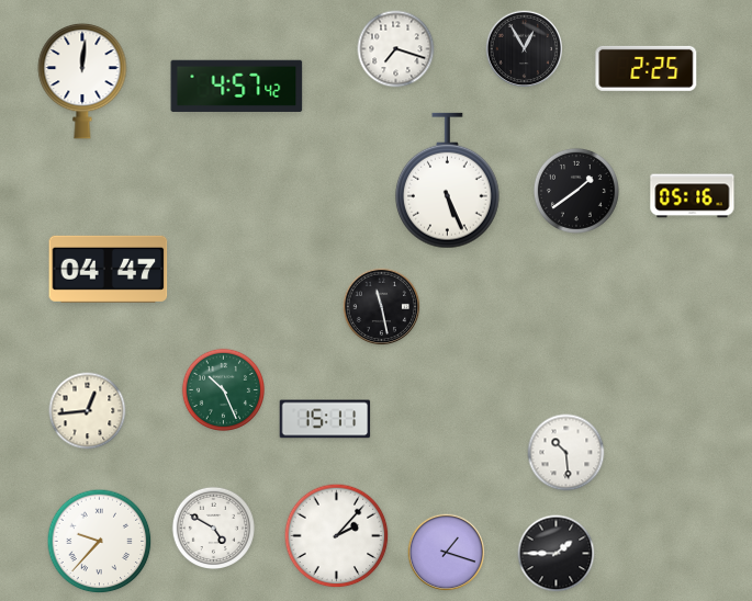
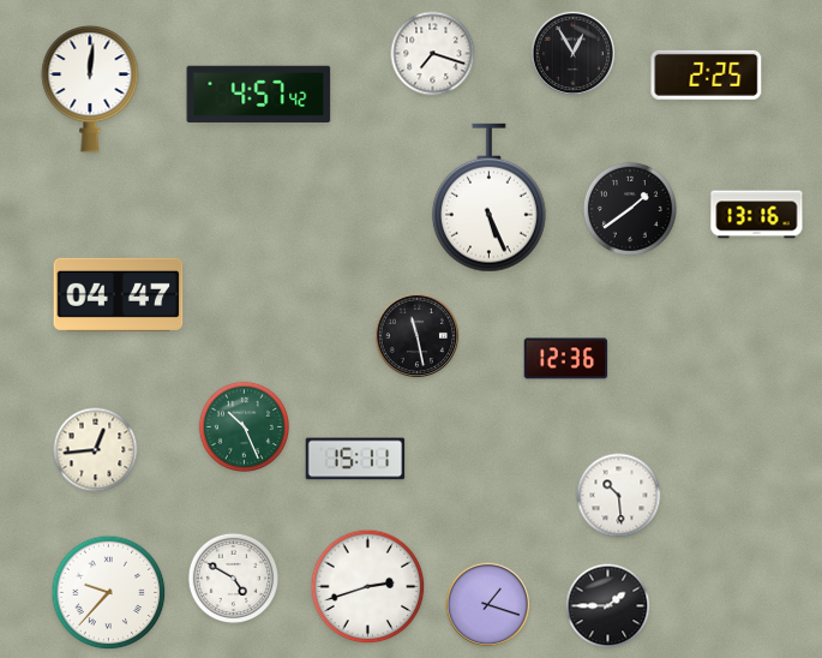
clock at (693, 196): 05:16 -> 13:16
clock at (566, 359): none -> 12:36
clock at (337, 536): 2:07 -> 2:42
